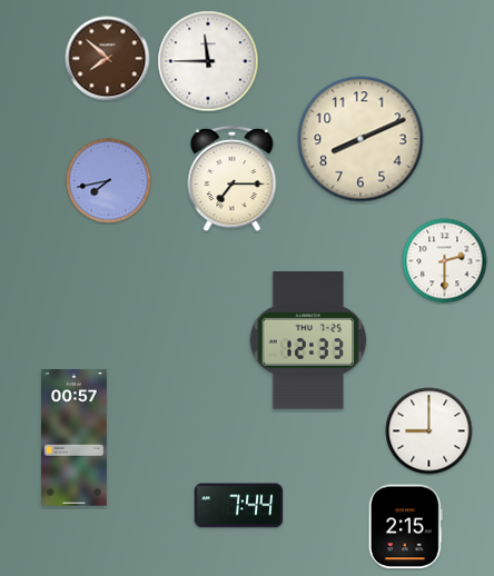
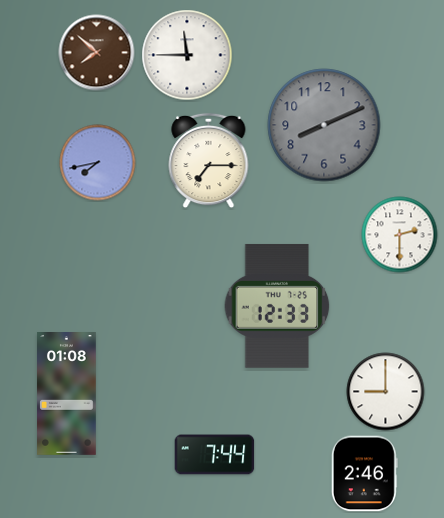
clock at (360, 139) dial: cream -> grey
clock at (429, 431) position: (429, 431) -> (386, 392)
clock at (75, 438): 00:57 -> 01:08
clock at (405, 527): 2:15 -> 2:46
